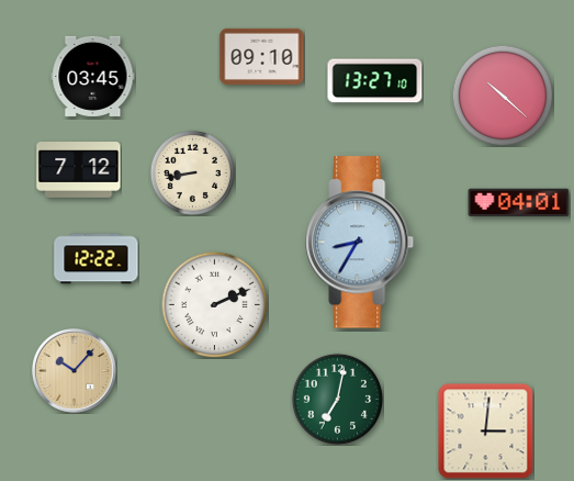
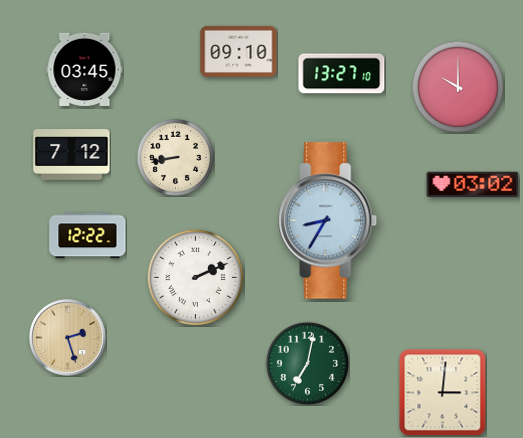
clock at (503, 96): 10:22 -> 10:00
clock at (519, 203): 04:01 -> 03:02
clock at (75, 371): 10:07 -> 2:27
